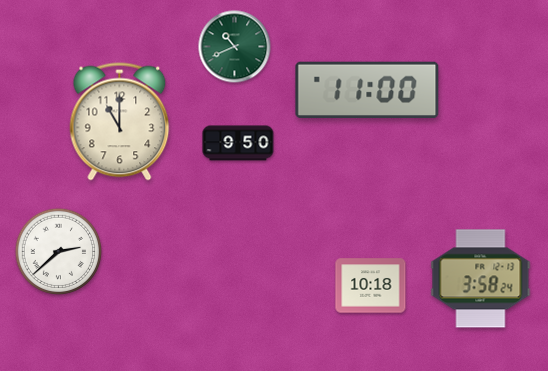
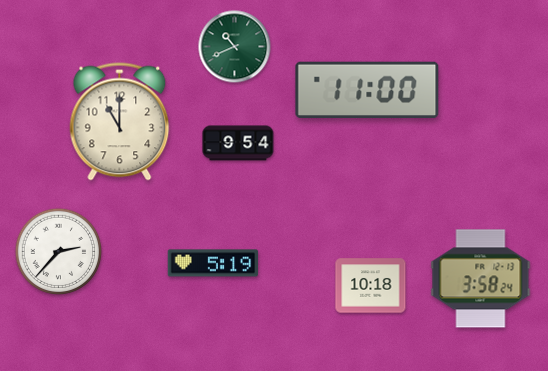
clock at (238, 143): 9:50 -> 9:54
clock at (59, 252): 2:38 -> 2:37
clock at (213, 263): none -> 5:19
